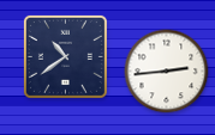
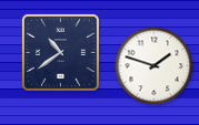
clock at (167, 72): 2:44 -> 1:48
